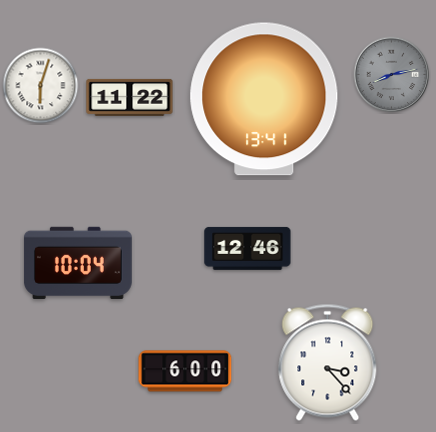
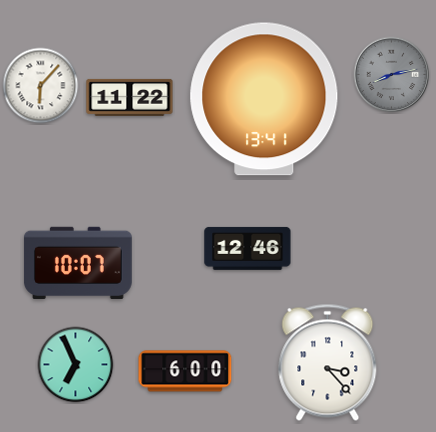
clock at (41, 86): 6:03 -> 6:07
clock at (78, 263): 10:04 -> 10:07
clock at (76, 365): none -> 6:56
